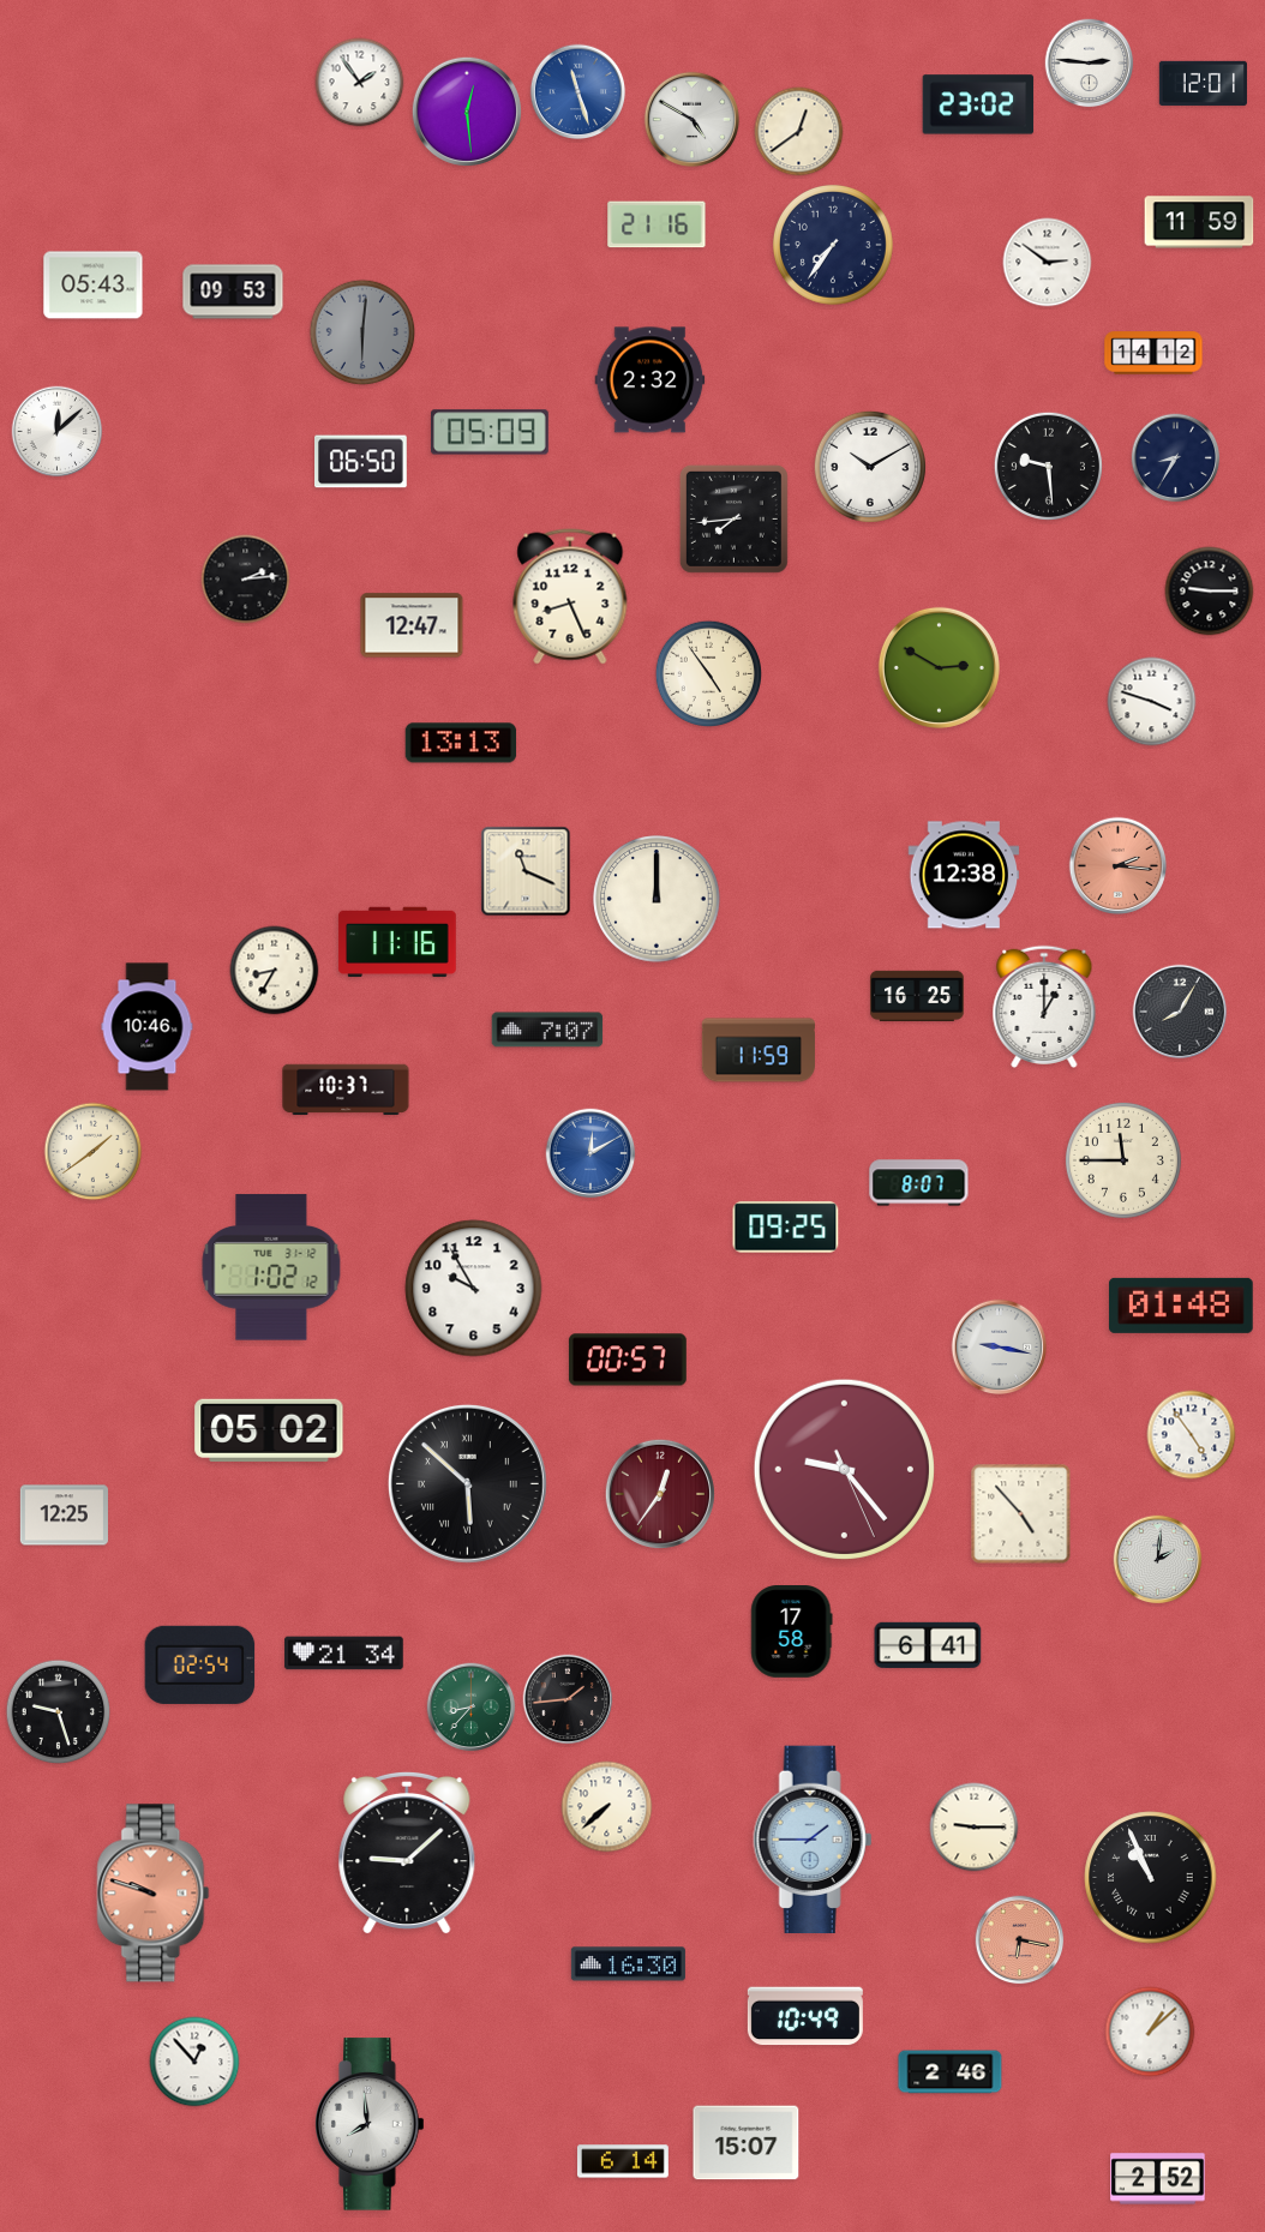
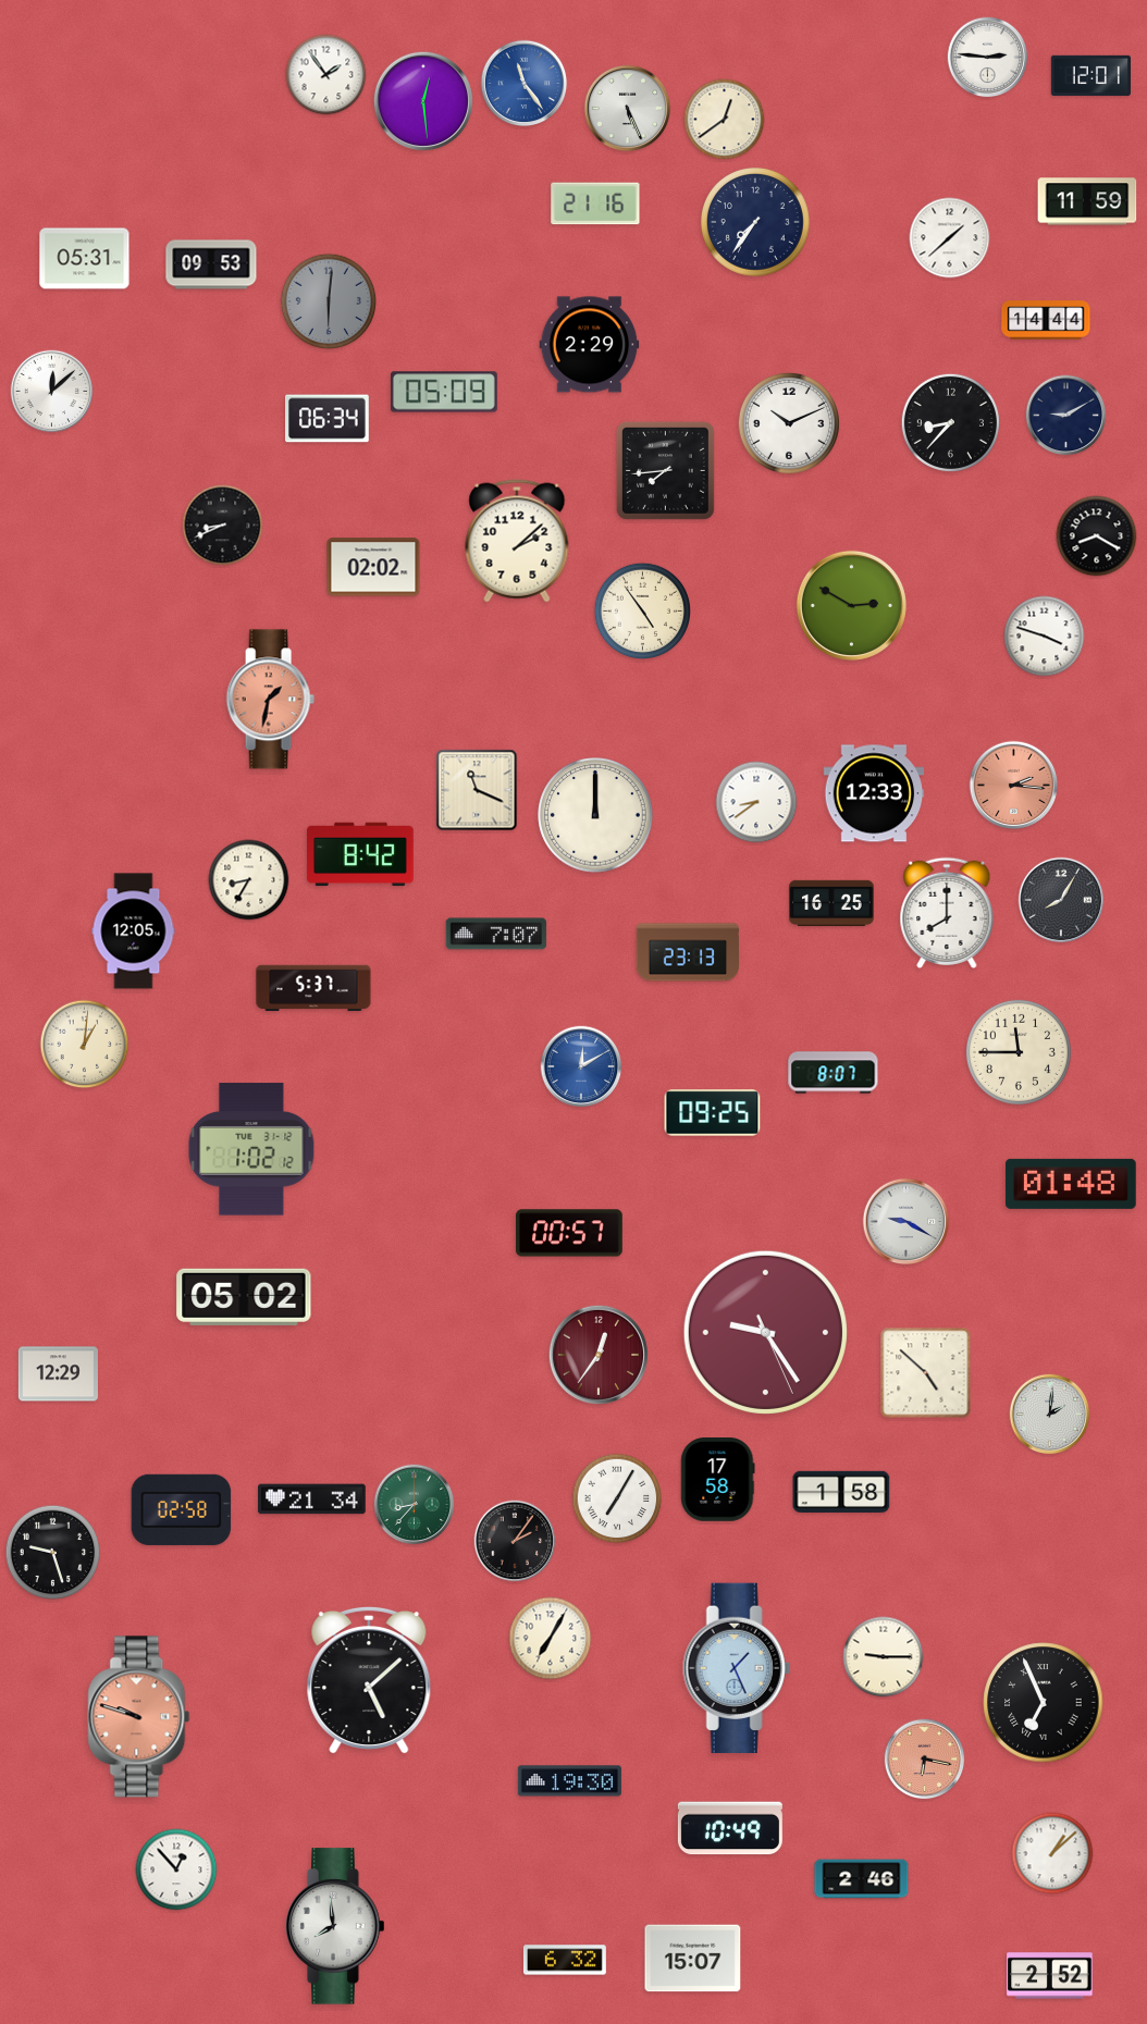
clock at (578, 92): 11:27 -> 11:24
clock at (978, 104): 23:02 -> none
clock at (693, 120): 4:50 -> 5:26
clock at (1048, 263): 2:51 -> 1:38
clock at (94, 286): 05:43 -> 05:31
clock at (1153, 353): 14:12 -> 14:44
clock at (651, 380): 2:32 -> 2:29
clock at (1176, 458): 8:35 -> 9:10
clock at (361, 462): 06:50 -> 06:34
clock at (1048, 466): 9:29 -> 8:37
clock at (870, 467): 10:10 -> 10:11
clock at (246, 580): 2:14 -> 8:41
clock at (1210, 592): 9:15 -> 8:20
clock at (570, 596): 8:26 -> 2:08
clock at (412, 625): 12:47 -> 02:02
clock at (461, 743): 13:13 -> none
clock at (270, 700): none -> 1:32
clock at (964, 875): 12:38 -> 12:33
clock at (756, 802): none -> 8:39
clock at (397, 942): 11:16 -> 8:42
clock at (1044, 1007): 1:00 -> 8:00
clock at (1180, 1012) position: (1180, 1012) -> (1061, 900)
clock at (148, 1027): 10:46 -> 12:05
clock at (759, 1050): 11:59 -> 23:13
clock at (346, 1090): 10:37 -> 5:37
clock at (94, 1152): 1:39 -> 1:01
clock at (590, 1153) position: (590, 1153) -> (581, 1066)
clock at (271, 1267) position: (271, 1267) -> (251, 1149)
clock at (474, 1289): 9:55 -> none
clock at (1000, 1348): 9:17 -> 9:20
clock at (1192, 1435): 4:54 -> none
clock at (844, 1469): 9:23 -> 9:24
clock at (467, 1483): 5:52 -> none
clock at (1021, 1514): 4:53 -> 4:52
clock at (64, 1516): 12:25 -> 12:29
clock at (928, 1645): 6:41 -> 1:58
clock at (617, 1498): none -> 7:05
clock at (200, 1664): 02:54 -> 02:58
clock at (568, 1699): 1:44 -> 2:06
clock at (472, 1708) position: (472, 1708) -> (415, 1505)
clock at (607, 1807): 7:38 -> 7:05
clock at (813, 1838): 1:45 -> 1:26
clock at (407, 1853): 9:08 -> 5:08
clock at (1151, 1878): 10:56 -> 6:56
clock at (628, 1964): 16:30 -> 19:30
clock at (1150, 2032) position: (1150, 2032) -> (1052, 1853)
clock at (747, 2143) position: (747, 2143) -> (693, 1959)
clock at (623, 2161): 6:14 -> 6:32
